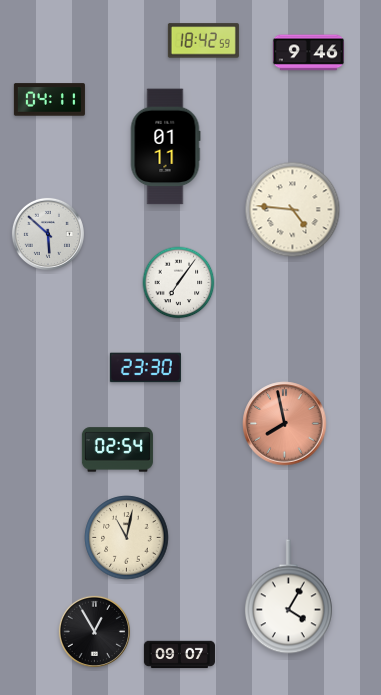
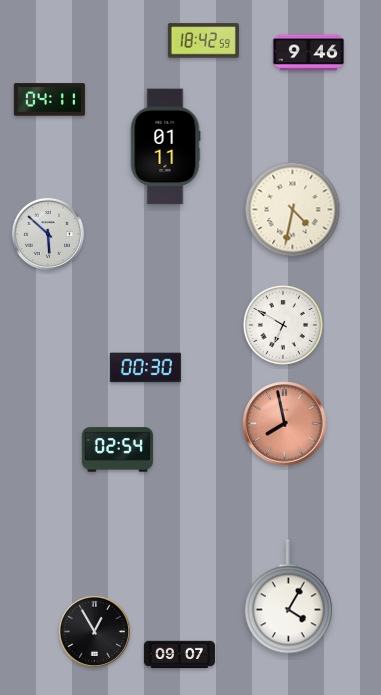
clock at (293, 210): 4:46 -> 4:32
clock at (179, 283): 7:06 -> none
clock at (283, 325): none -> 6:50
clock at (145, 368): 23:30 -> 00:30
clock at (127, 538): 11:02 -> none
